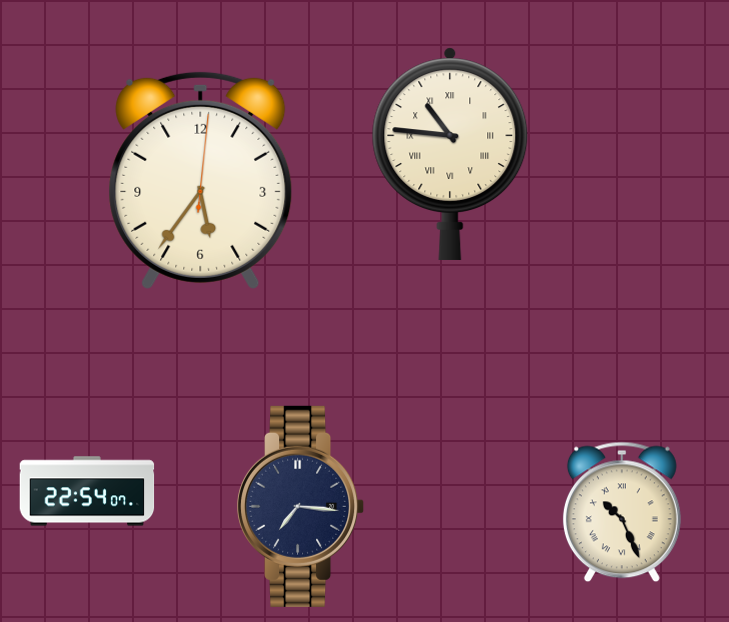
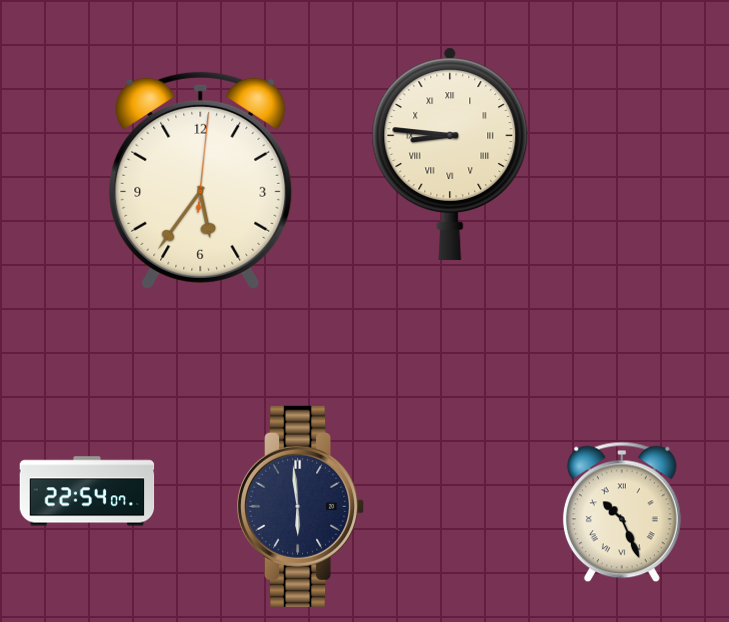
clock at (450, 154): 10:46 -> 8:46
clock at (301, 506): 7:16 -> 5:59
